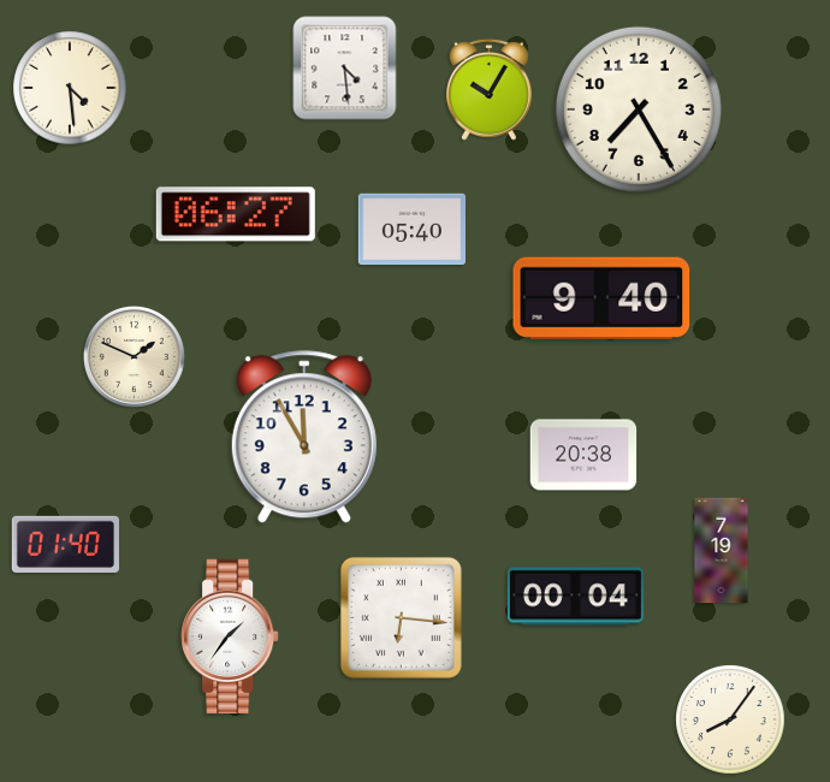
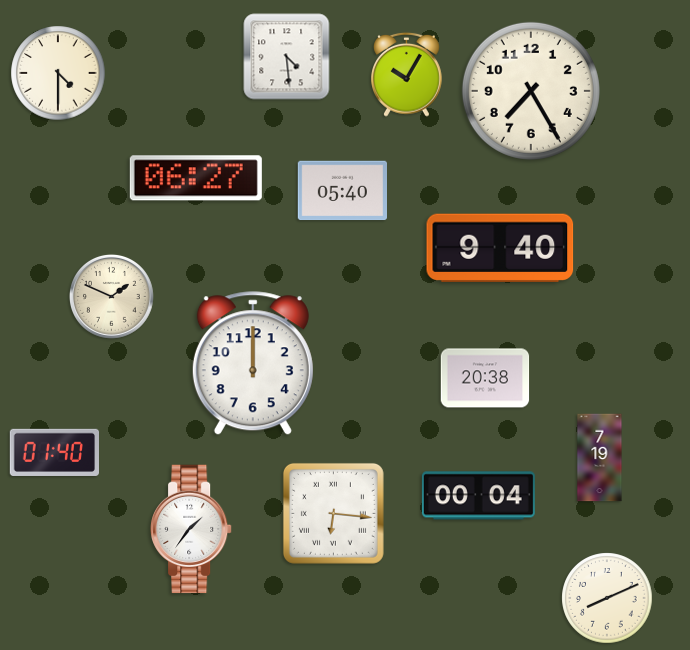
clock at (70, 88): 4:29 -> 4:30
clock at (304, 438): 11:55 -> 12:00
clock at (730, 719): 8:06 -> 8:11
